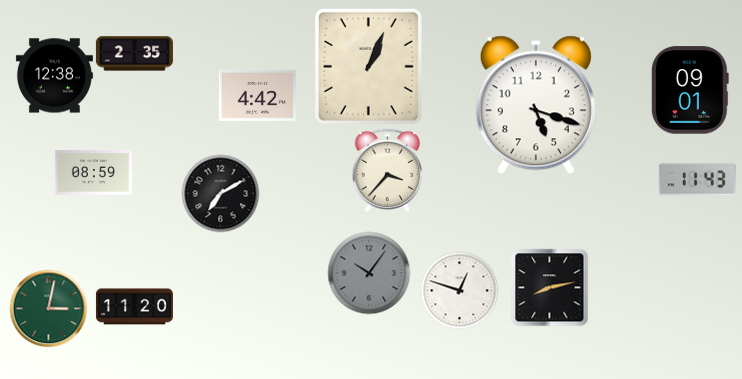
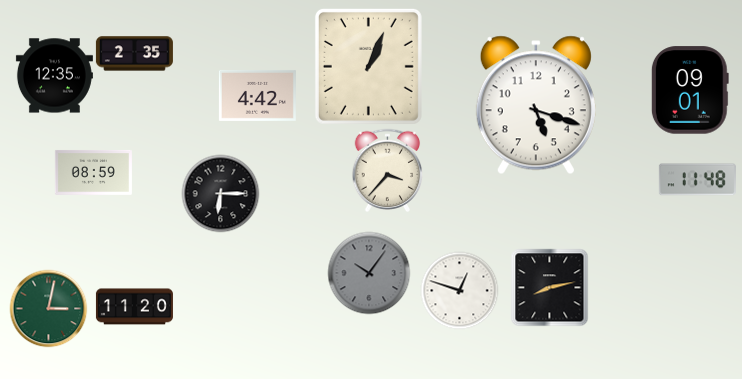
clock at (54, 76): 12:38 -> 12:35
clock at (697, 180): 11:43 -> 11:48
clock at (220, 193): 7:10 -> 6:15
